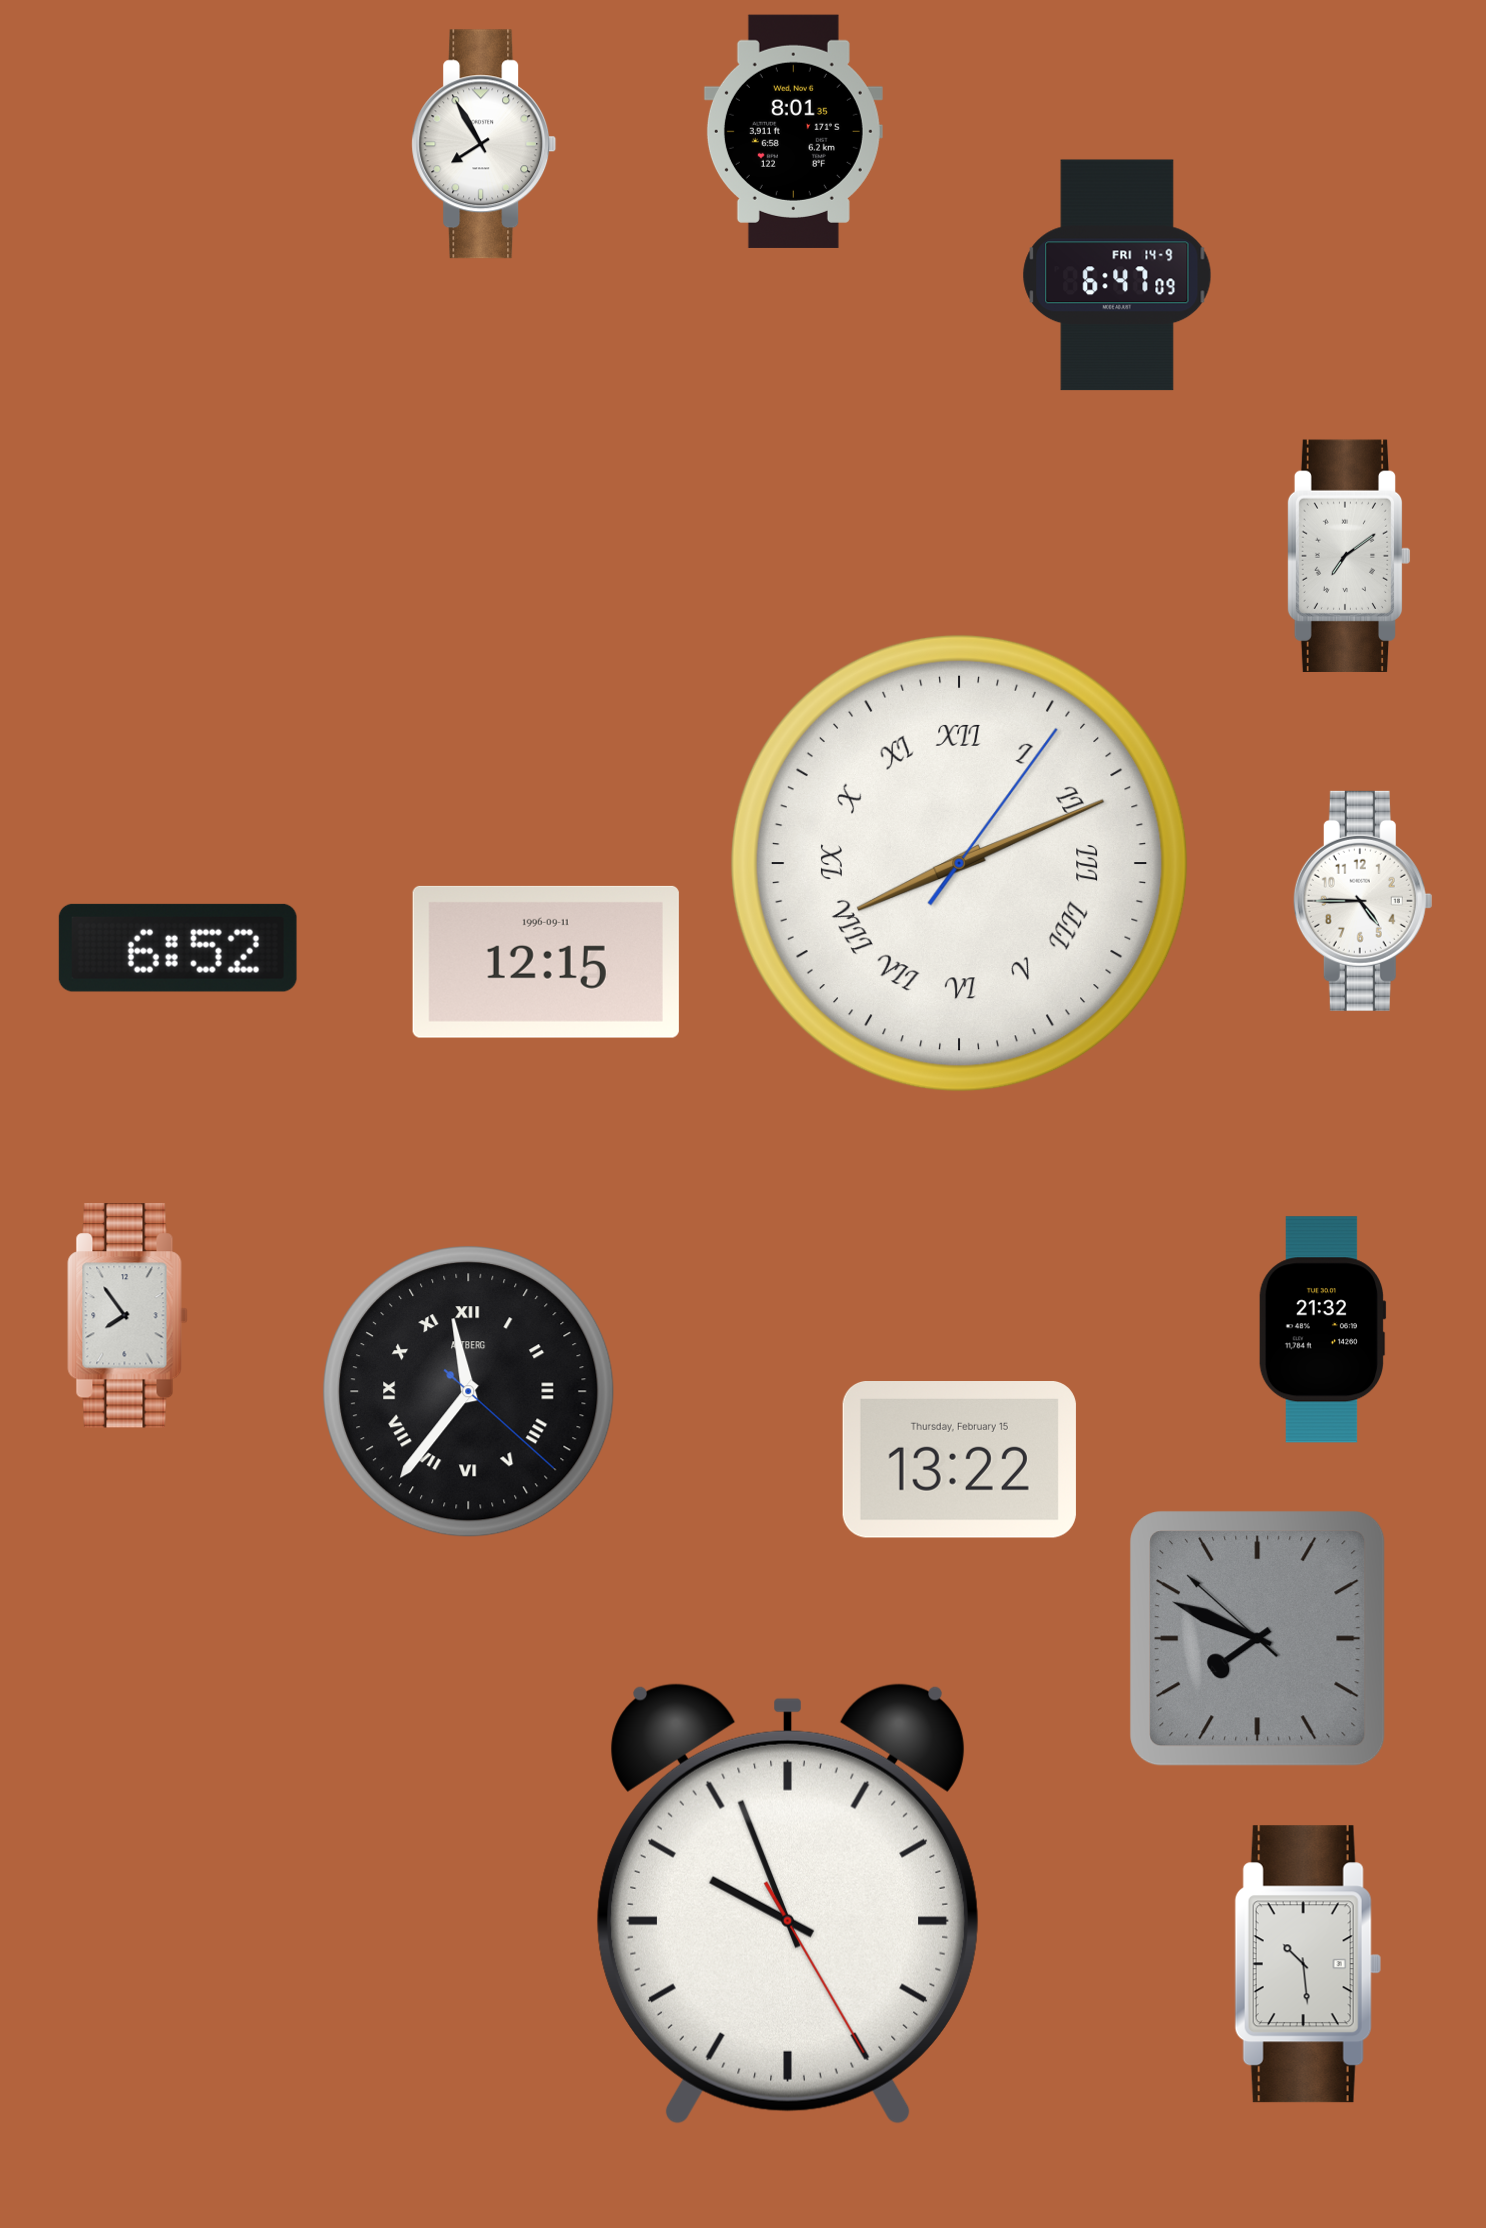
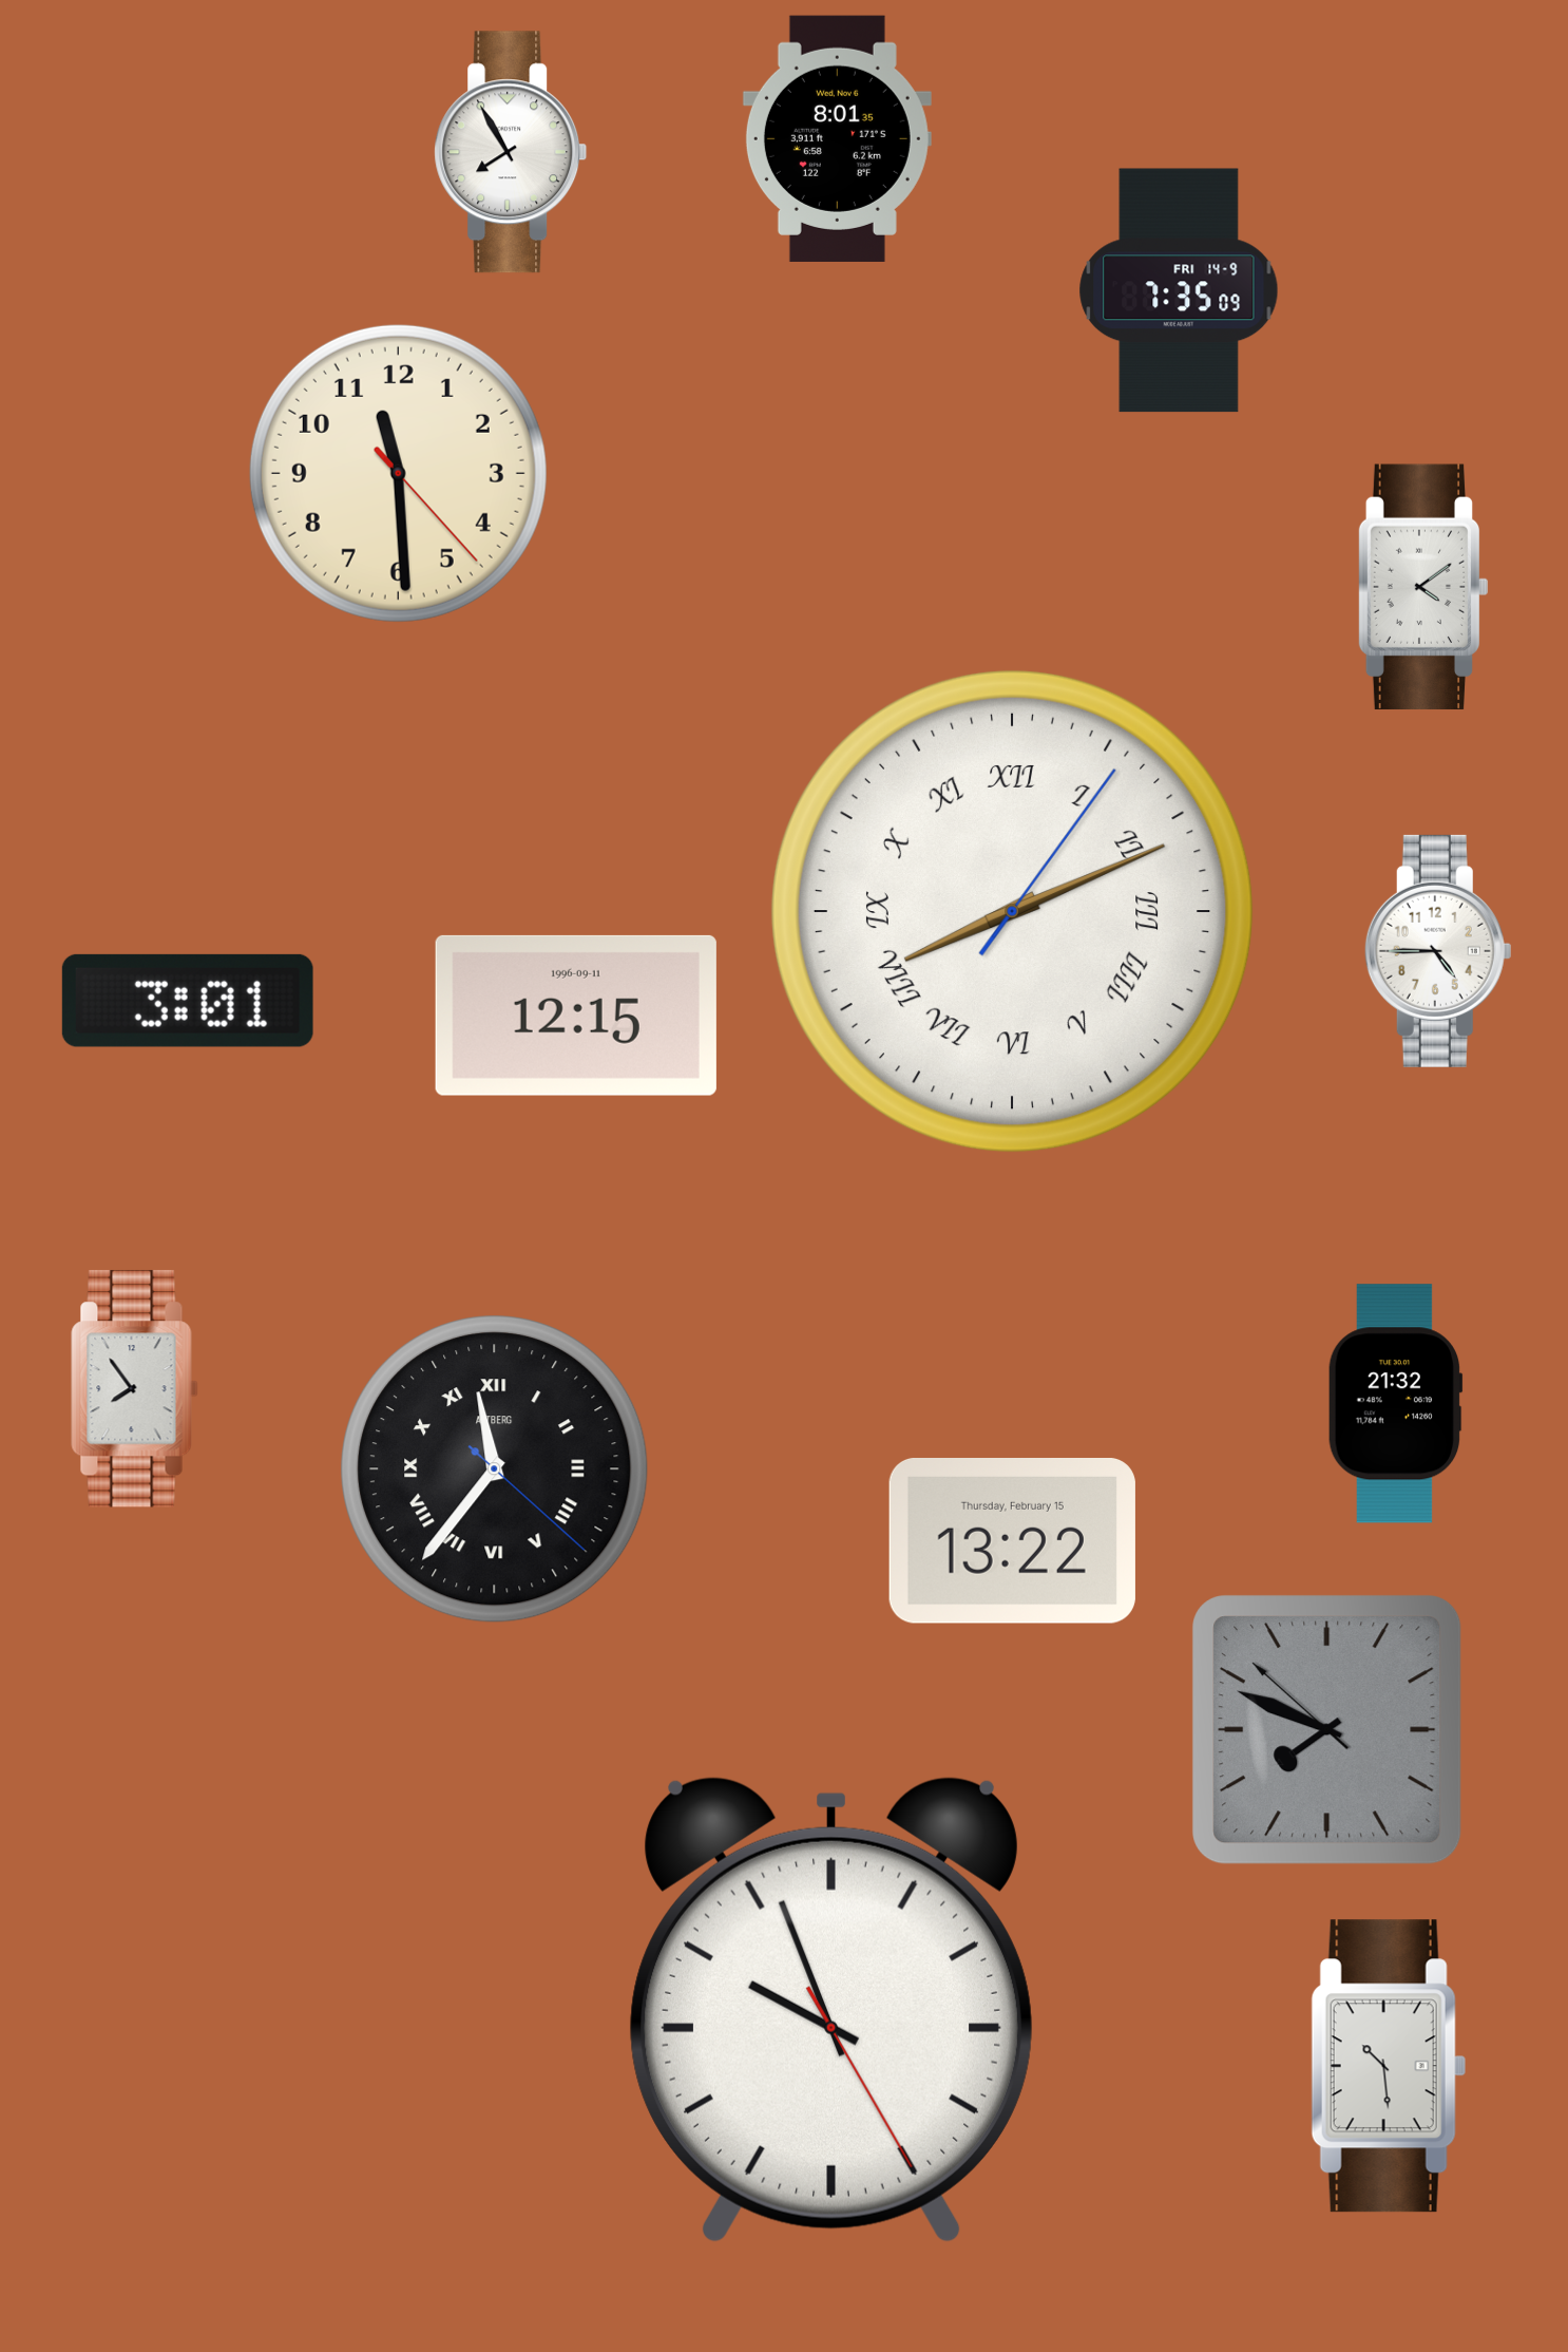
clock at (1117, 275): 6:47 -> 7:35
clock at (398, 473): none -> 11:29
clock at (1349, 556): 7:09 -> 4:09
clock at (178, 948): 6:52 -> 3:01
clock at (1308, 1964) position: (1308, 1964) -> (1389, 2066)
